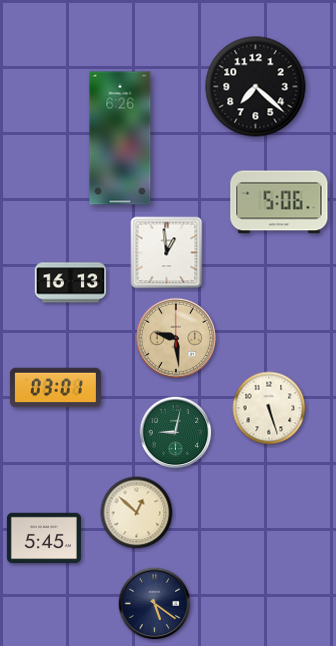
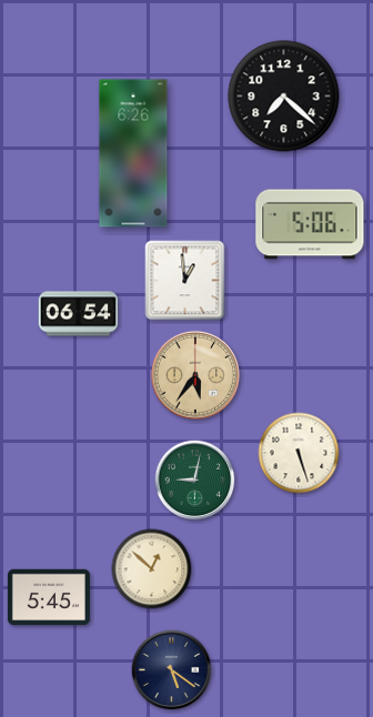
clock at (71, 283): 16:13 -> 06:54
clock at (176, 338): 9:29 -> 5:36
clock at (55, 388): 03:01 -> none
